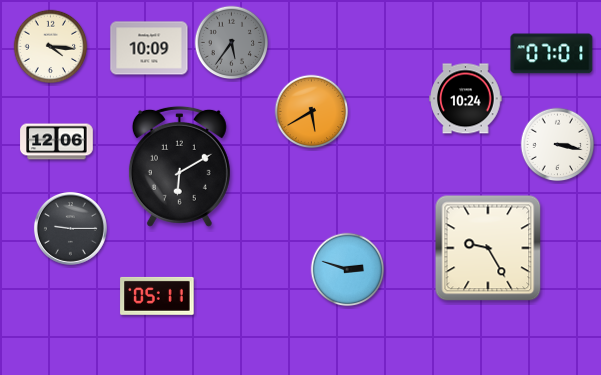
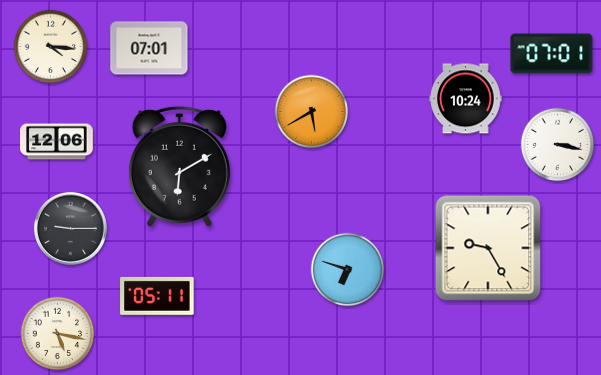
clock at (232, 43): 5:36 -> none
clock at (149, 48): 10:09 -> 07:01
clock at (348, 270): 2:48 -> 6:48
clock at (58, 334): none -> 5:17
